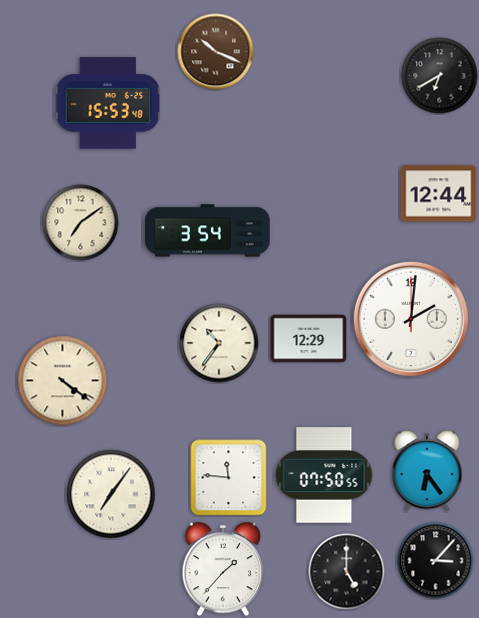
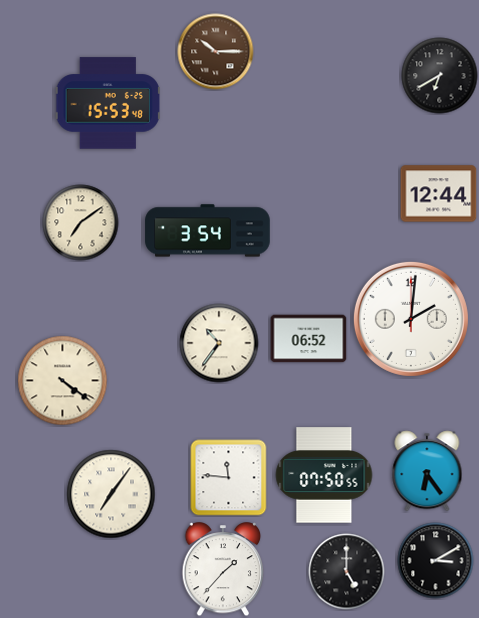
clock at (216, 52): 10:19 -> 10:15
clock at (309, 339): 12:29 -> 06:52
clock at (436, 561): 3:07 -> 3:10
